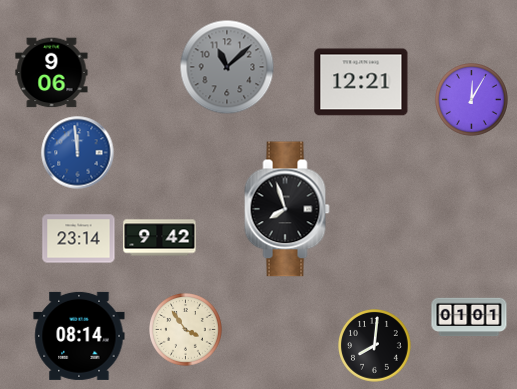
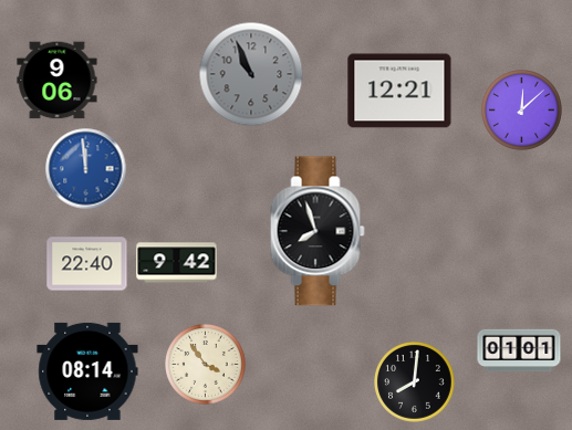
clock at (227, 67): 11:08 -> 10:56
clock at (472, 100): 12:05 -> 12:08
clock at (79, 239): 23:14 -> 22:40
